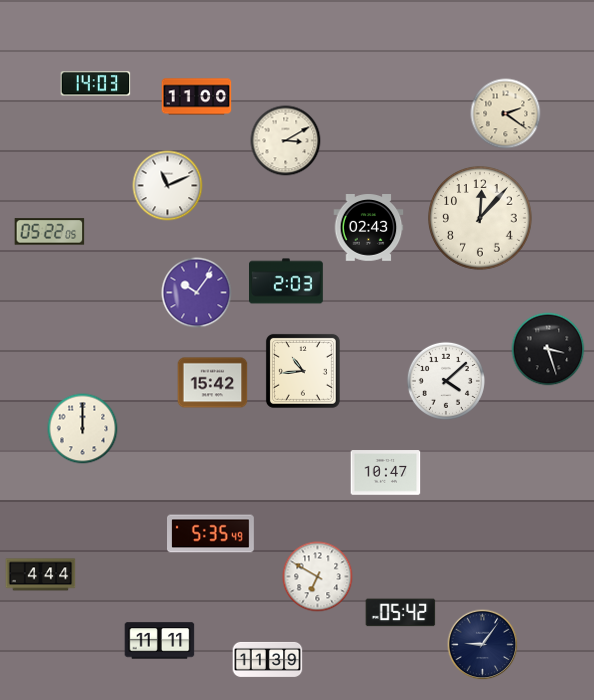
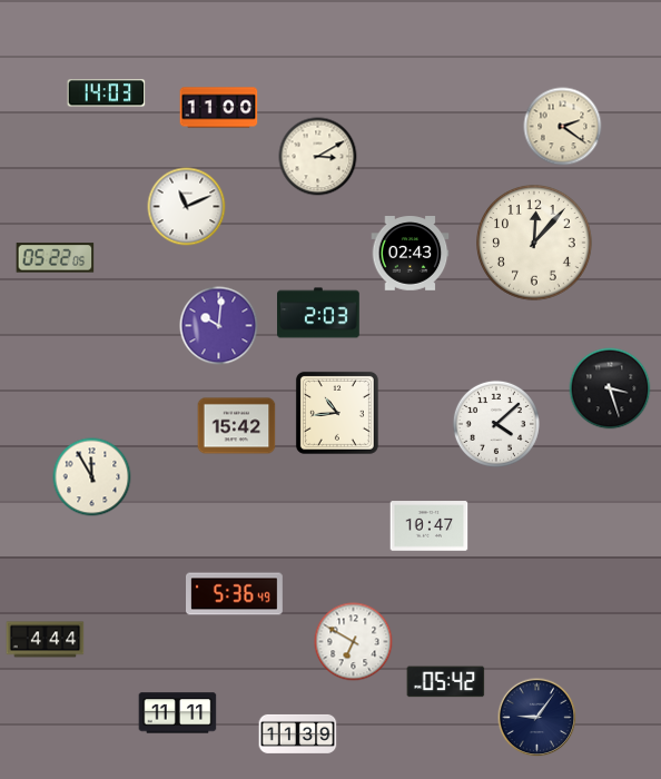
clock at (197, 293): 10:06 -> 10:01
clock at (83, 429): 12:00 -> 11:55
clock at (211, 534): 5:35 -> 5:36
